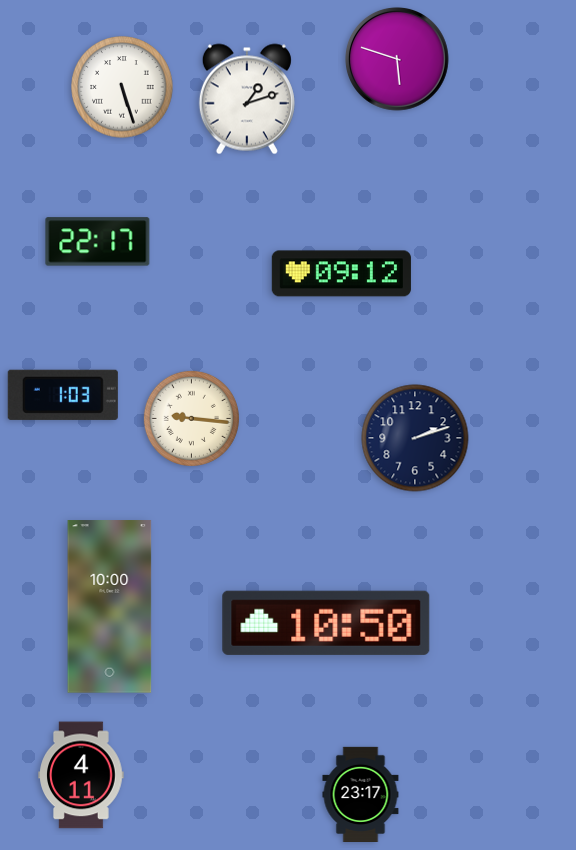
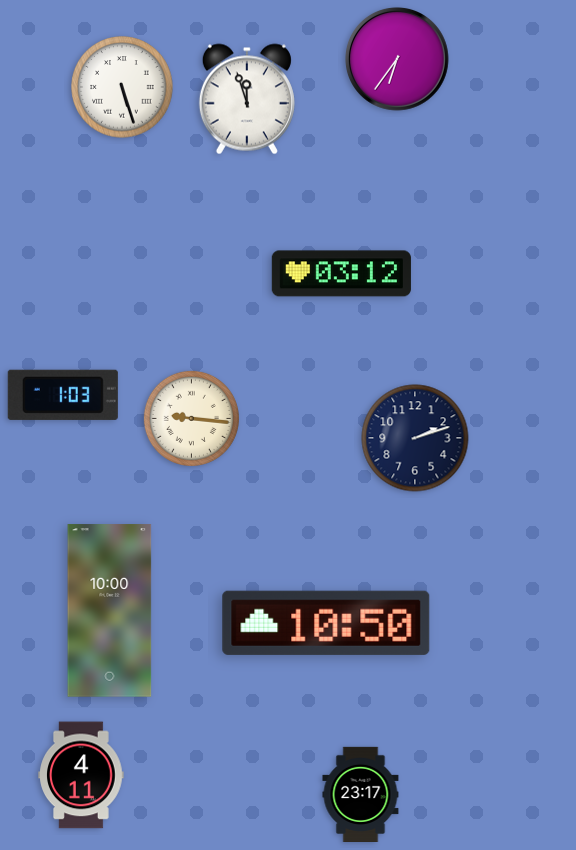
clock at (398, 60): 5:48 -> 6:36
clock at (247, 99): 1:12 -> 11:57
clock at (98, 242): 22:17 -> none
clock at (341, 274): 09:12 -> 03:12
clock at (110, 607) position: (110, 607) -> (110, 611)
